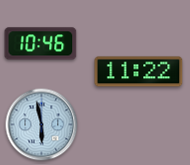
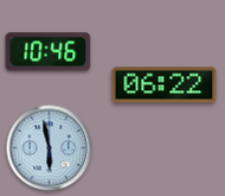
clock at (139, 72): 11:22 -> 06:22
